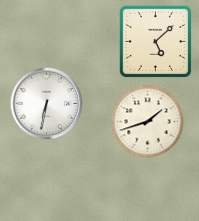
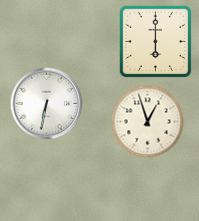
clock at (155, 41): 5:08 -> 6:00
clock at (148, 122): 1:42 -> 12:57
